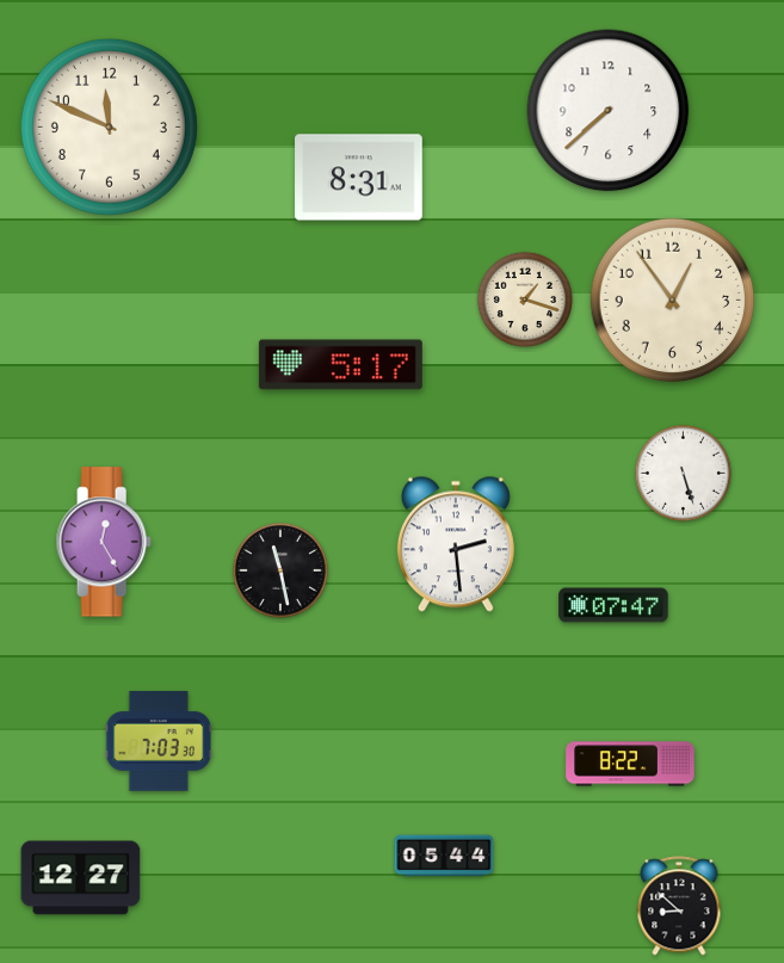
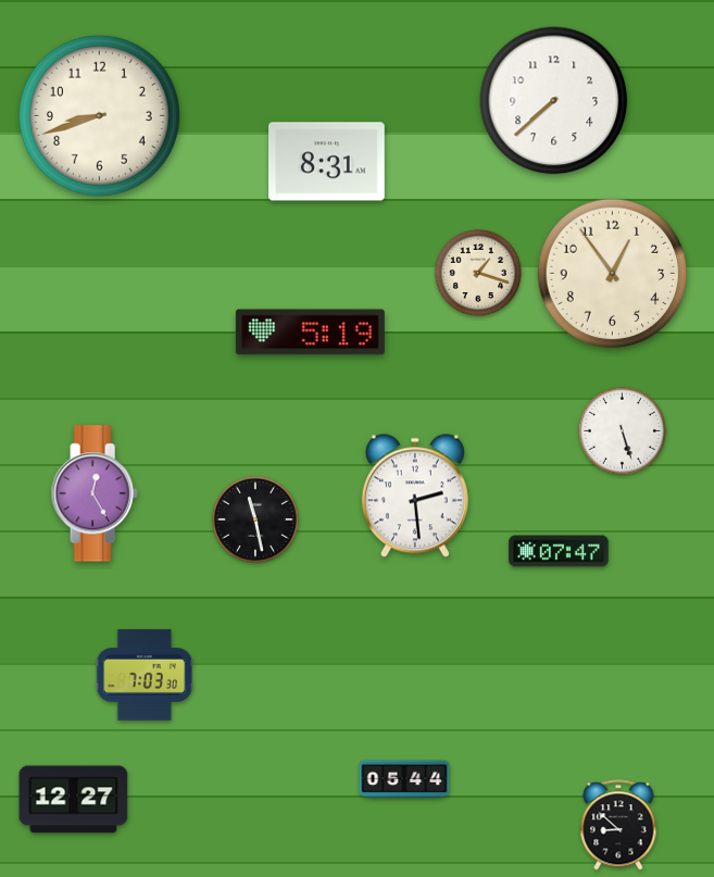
clock at (109, 126): 11:49 -> 8:42
clock at (340, 365): 5:17 -> 5:19
clock at (630, 764): 8:22 -> none
